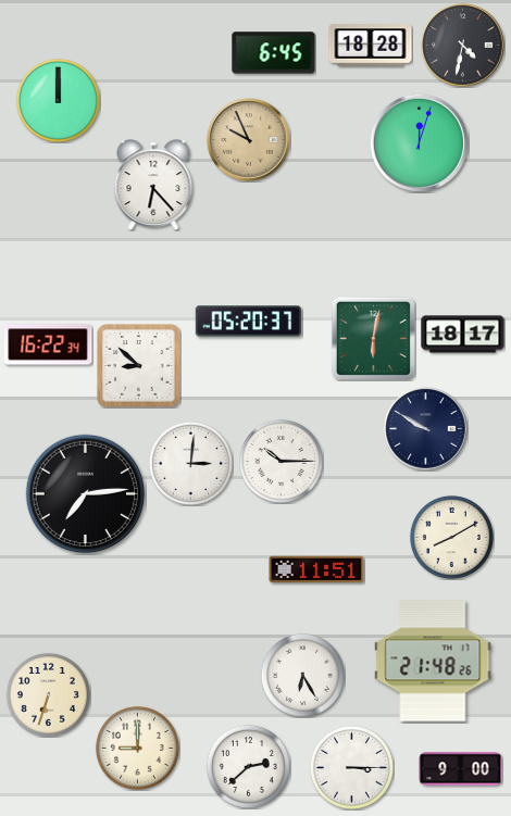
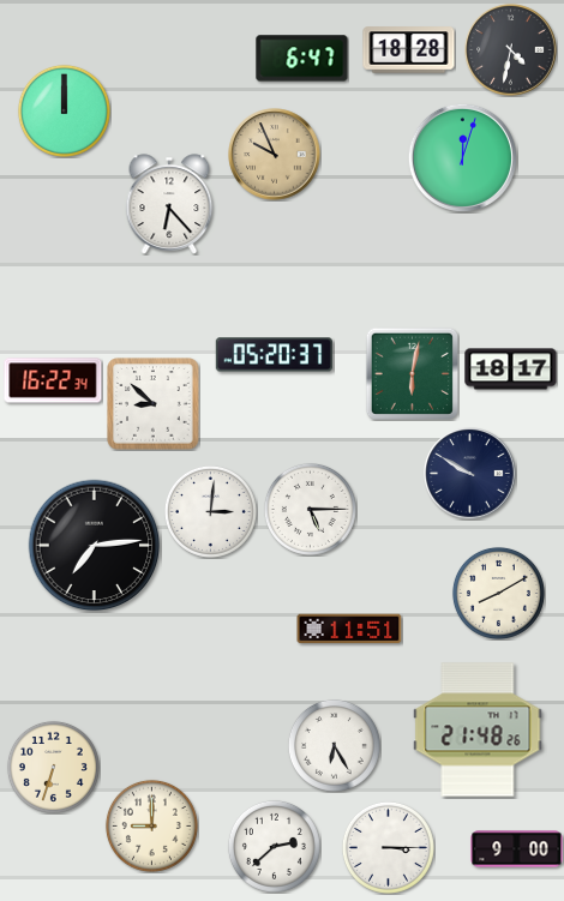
clock at (274, 53): 6:45 -> 6:47
clock at (281, 461): 10:15 -> 5:15
clock at (461, 769) position: (461, 769) -> (517, 849)
